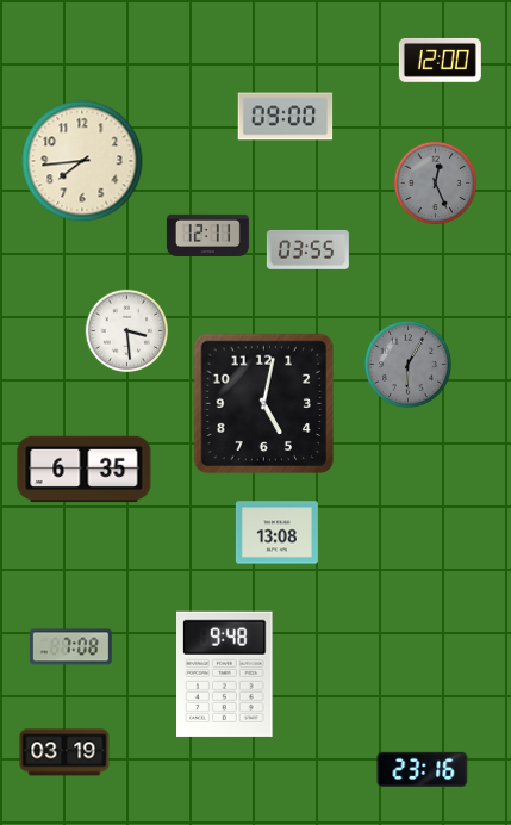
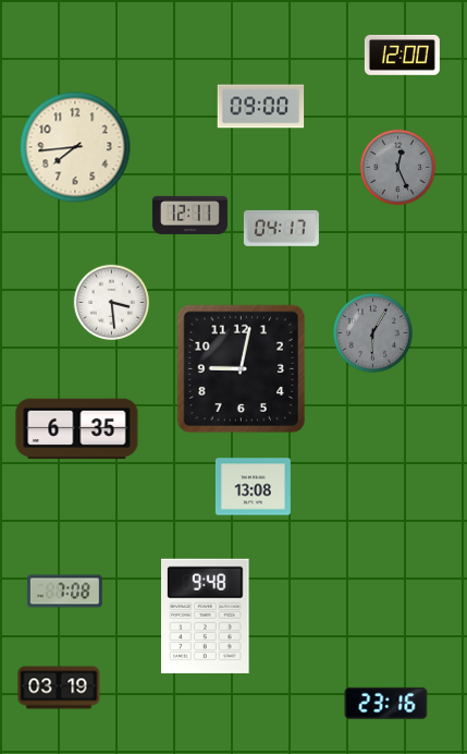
clock at (307, 249): 03:55 -> 04:17
clock at (127, 331) position: (127, 331) -> (112, 303)
clock at (264, 404): 5:02 -> 9:02
